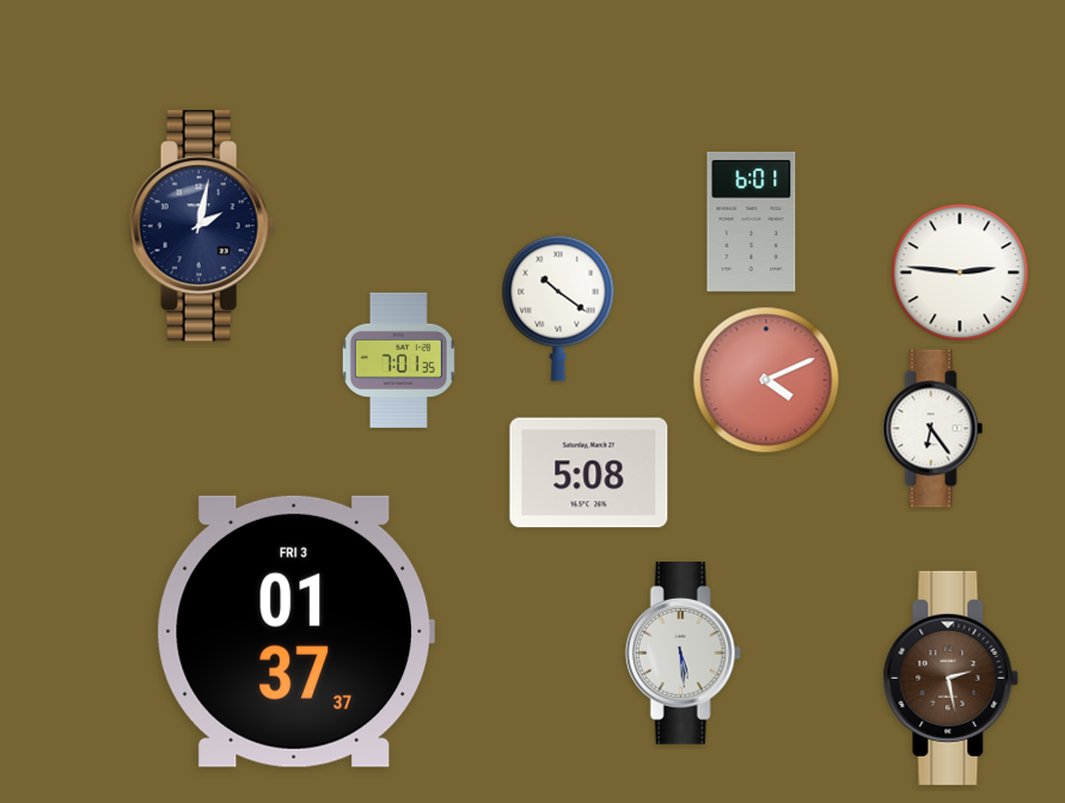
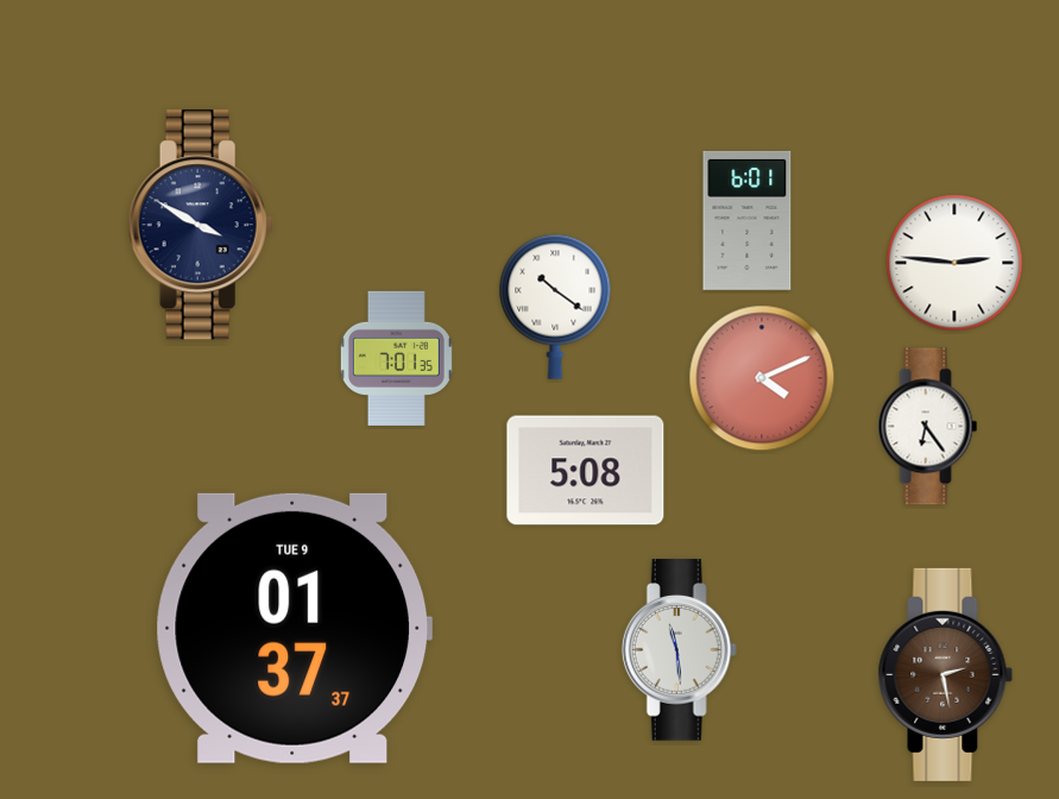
clock at (202, 226): 2:02 -> 3:50
clock at (960, 272) position: (960, 272) -> (954, 263)
clock at (295, 631) date: FRI 3 -> TUE 9
clock at (683, 654): 5:29 -> 11:29
